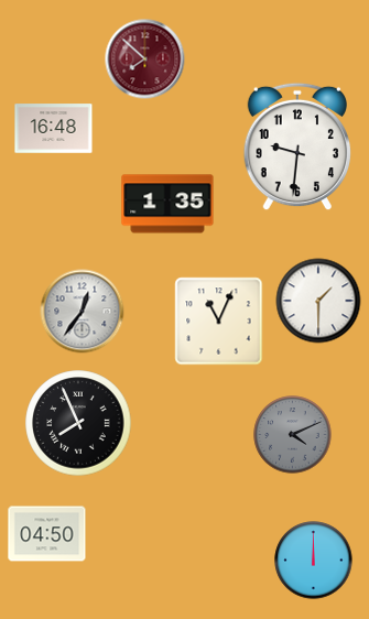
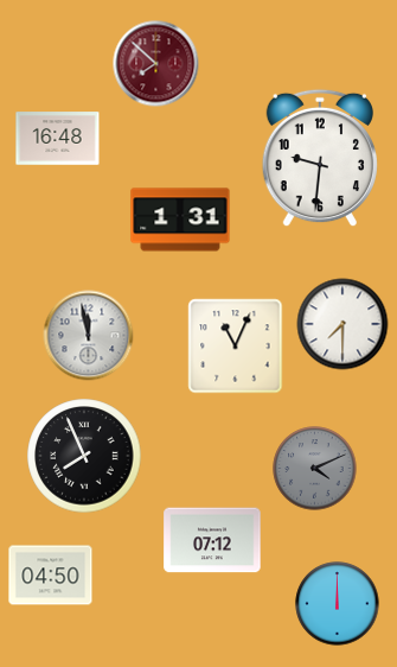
clock at (167, 204): 1:35 -> 1:31
clock at (318, 301): 1:30 -> 7:30
clock at (83, 312): 12:36 -> 11:58
clock at (212, 540): none -> 07:12
